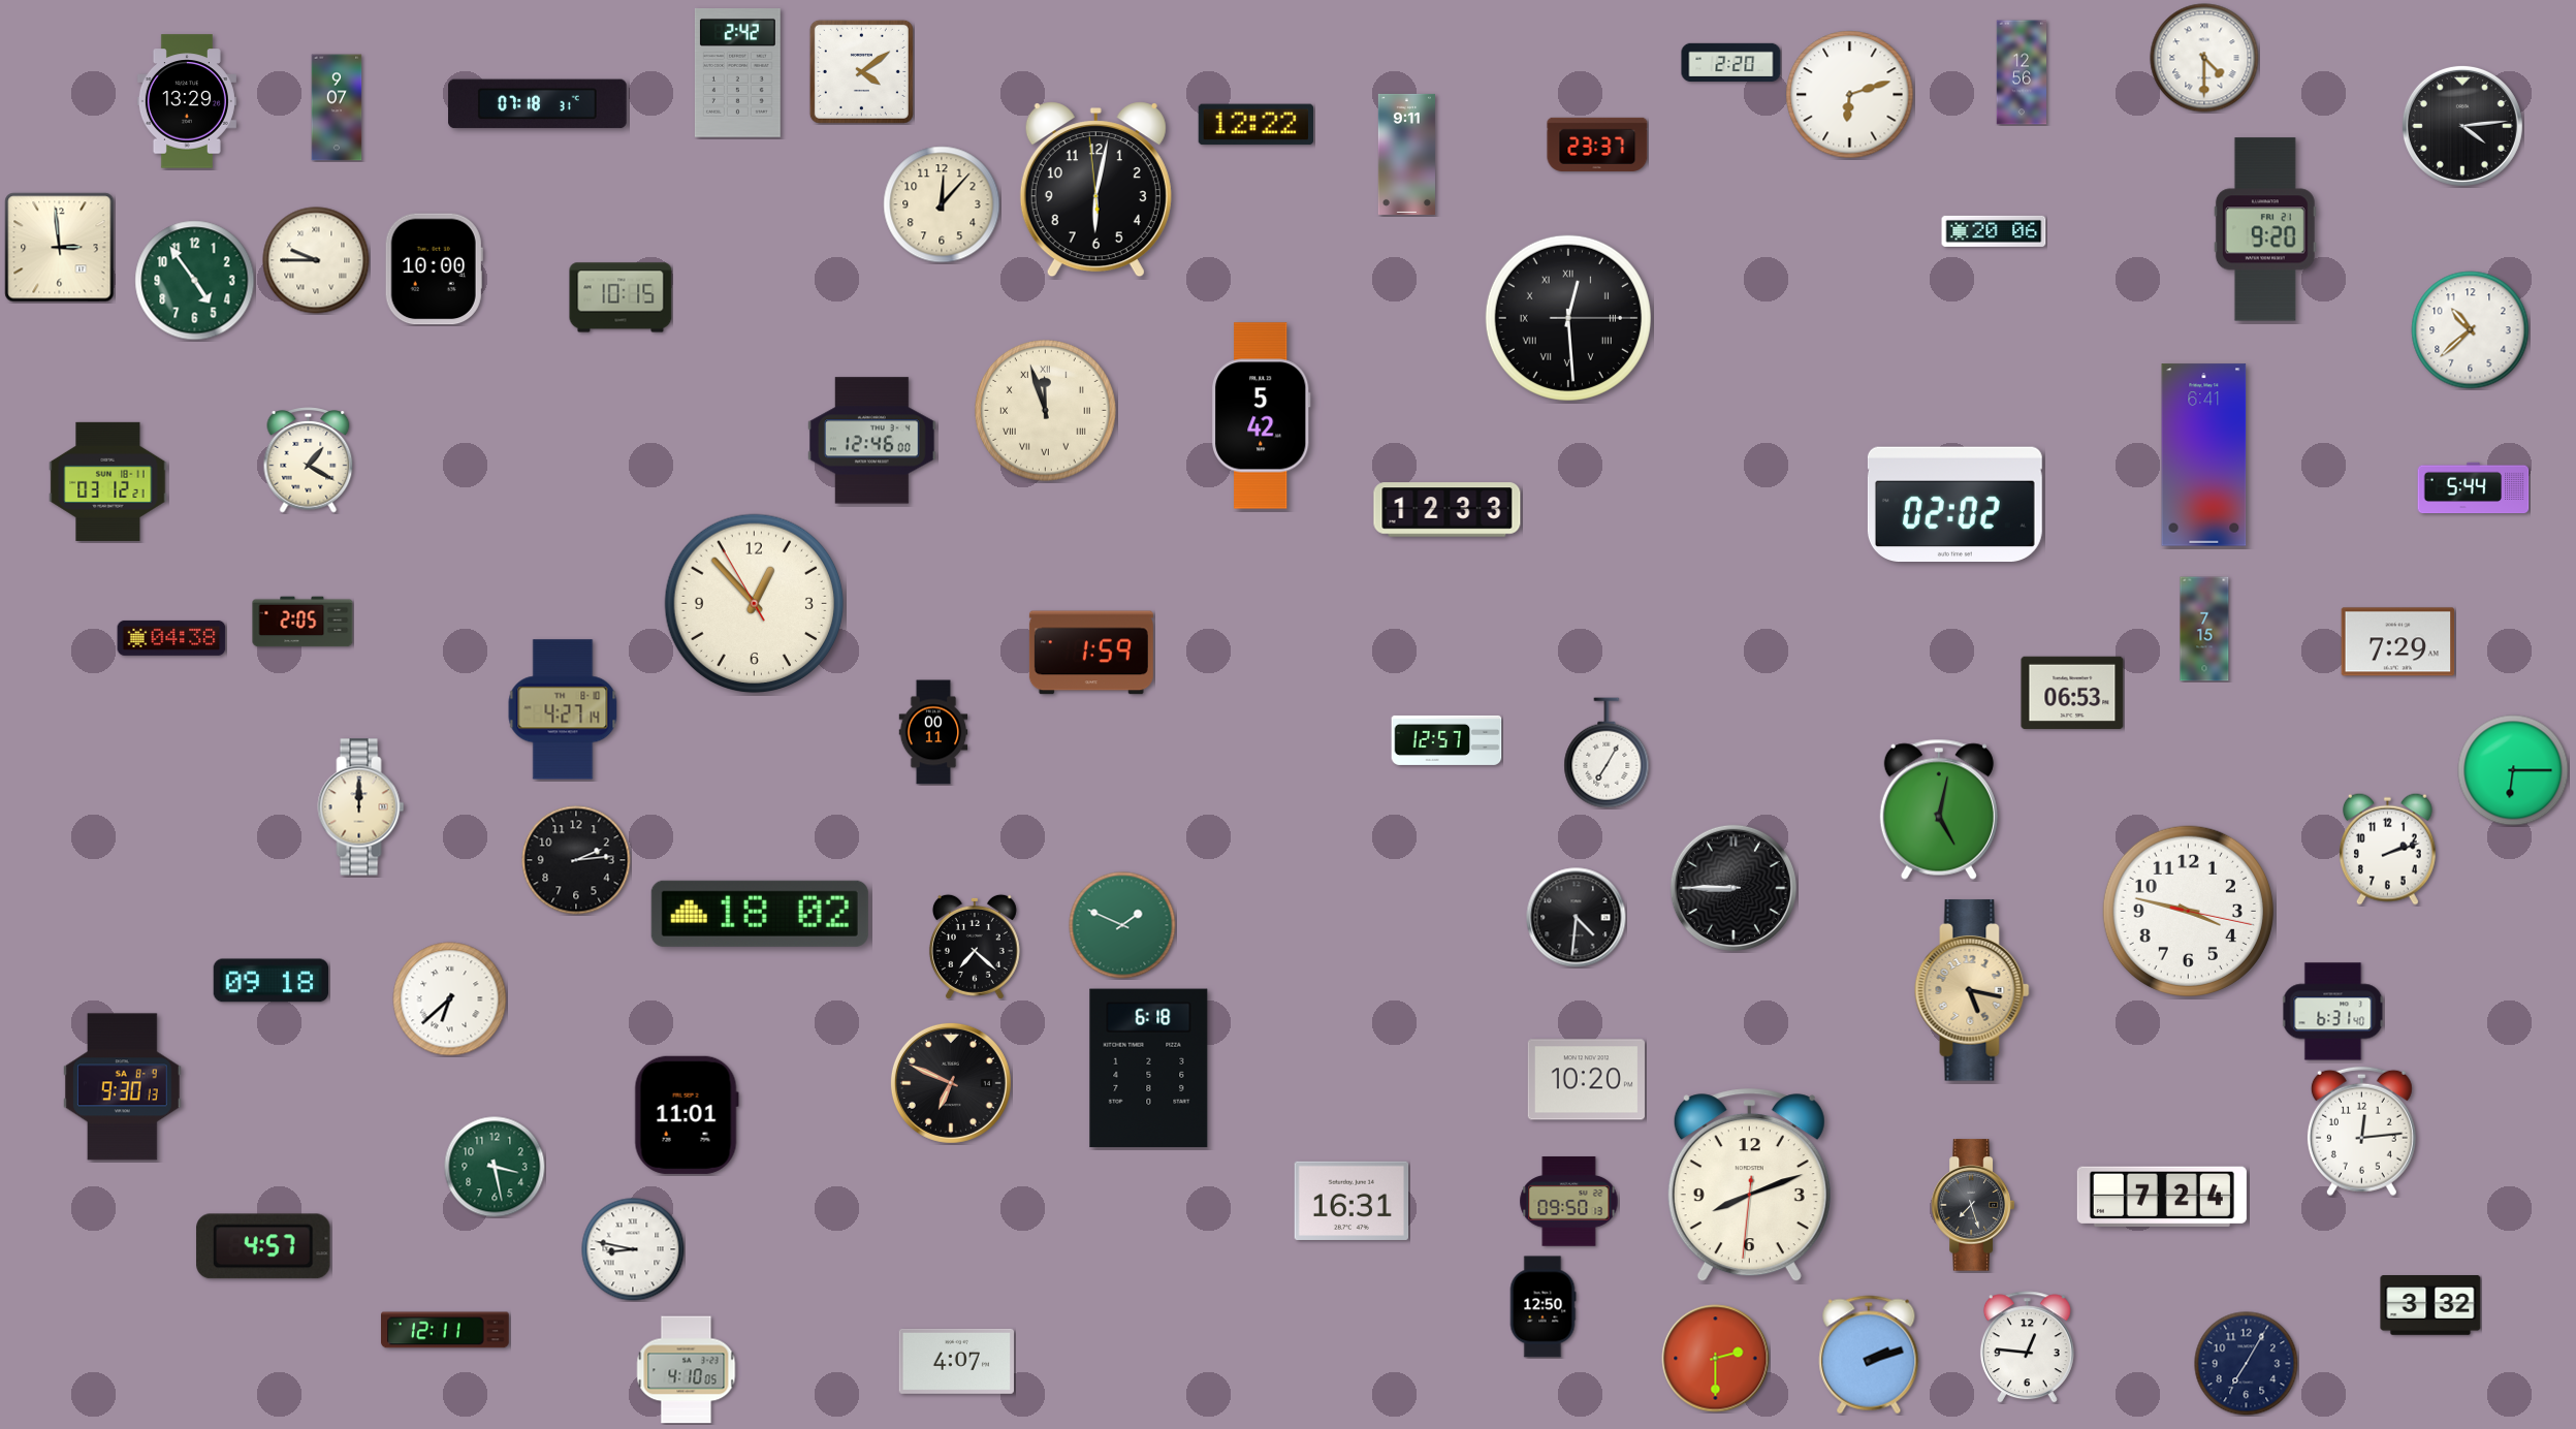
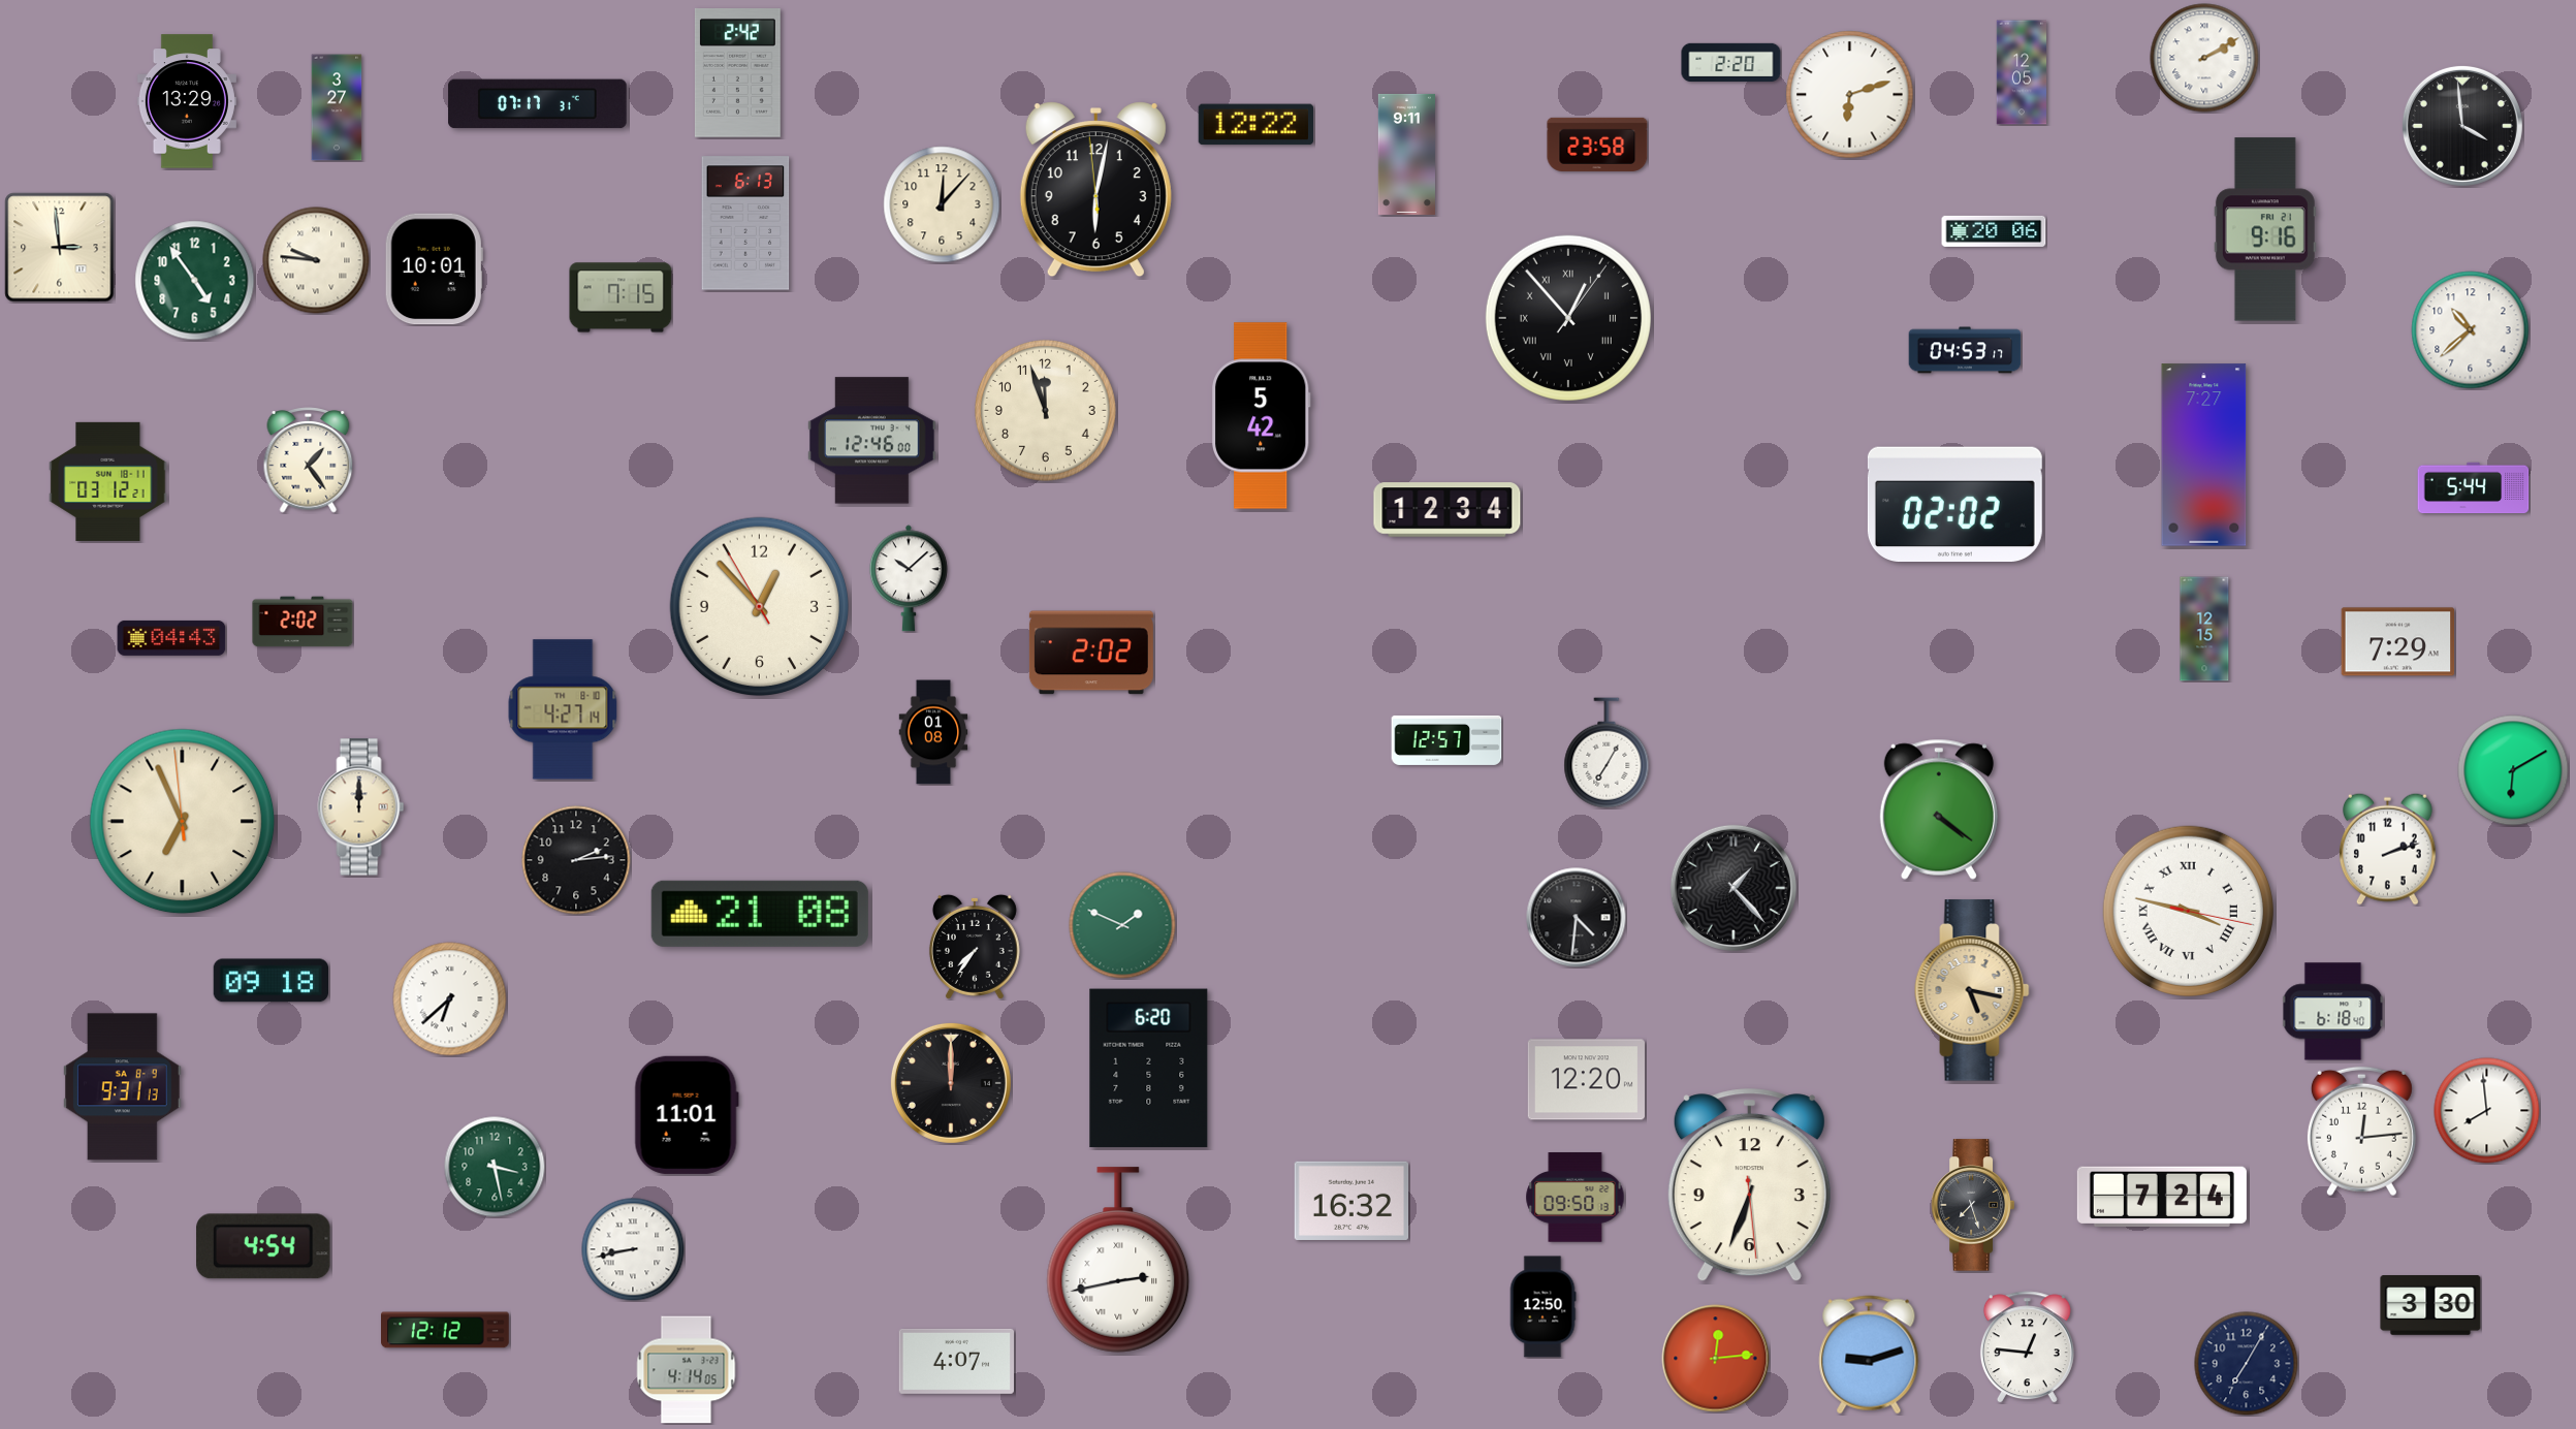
clock at (2204, 58): 4:30 -> 2:10
clock at (861, 71): 4:09 -> none
clock at (2022, 72): 12:56 -> 12:05
clock at (538, 104): 07:18 -> 07:17
clock at (337, 107): 9:07 -> 3:27
clock at (2462, 126): 4:14 -> 3:59
clock at (1597, 145): 23:37 -> 23:58
clock at (745, 223): none -> 6:13
clock at (2265, 229): 9:20 -> 9:16
clock at (316, 260): 9:45 -> 9:46
clock at (434, 269): 10:00 -> 10:01
clock at (621, 297): 10:15 -> 7:15
clock at (1568, 318): 12:29 -> 12:53
clock at (1965, 350): none -> 04:53
clock at (1046, 411) numerals: Roman -> Arabic
clock at (2204, 455): 6:41 -> 7:27
clock at (309, 461): 1:20 -> 1:24
clock at (1448, 510): 12:33 -> 12:34
clock at (909, 578): none -> 10:08
clock at (755, 604) position: (755, 604) -> (760, 607)
clock at (303, 622): 2:05 -> 2:02
clock at (2204, 629): 7:15 -> 12:15
clock at (171, 638): 04:38 -> 04:43
clock at (1091, 653): 1:59 -> 2:02
clock at (2072, 692): 06:53 -> none
clock at (933, 732): 00:11 -> 01:08
clock at (2513, 770): 6:15 -> 6:10
clock at (1939, 809): 5:02 -> 4:21
clock at (183, 822): none -> 6:55
clock at (1734, 888): 8:45 -> 1:23
clock at (2188, 911) numerals: Arabic -> Roman
clock at (760, 914): 18:02 -> 21:08
clock at (975, 947): 7:22 -> 7:36
clock at (2332, 1012): 6:31 -> 6:18
clock at (1149, 1069): 6:18 -> 6:20
clock at (1586, 1080): 10:20 -> 12:20
clock at (951, 1083): 6:49 -> 12:00
clock at (122, 1087): 9:30 -> 9:31
clock at (2487, 1111): none -> 7:59
clock at (1749, 1185): 8:11 -> 6:33
clock at (1351, 1201): 16:31 -> 16:32
clock at (1569, 1202) position: (1569, 1202) -> (1576, 1198)
clock at (263, 1246): 4:57 -> 4:54
clock at (633, 1249): 8:47 -> 8:43
clock at (1118, 1260): none -> 2:43
clock at (2430, 1305): 3:32 -> 3:30
clock at (446, 1330): 12:11 -> 12:12
clock at (1869, 1355): 2:12 -> 9:12
clock at (1716, 1359): 2:30 -> 12:14
clock at (687, 1370): 4:10 -> 4:14
